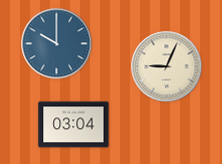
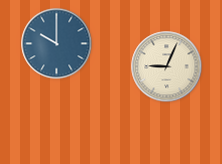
clock at (74, 125): 03:04 -> none
